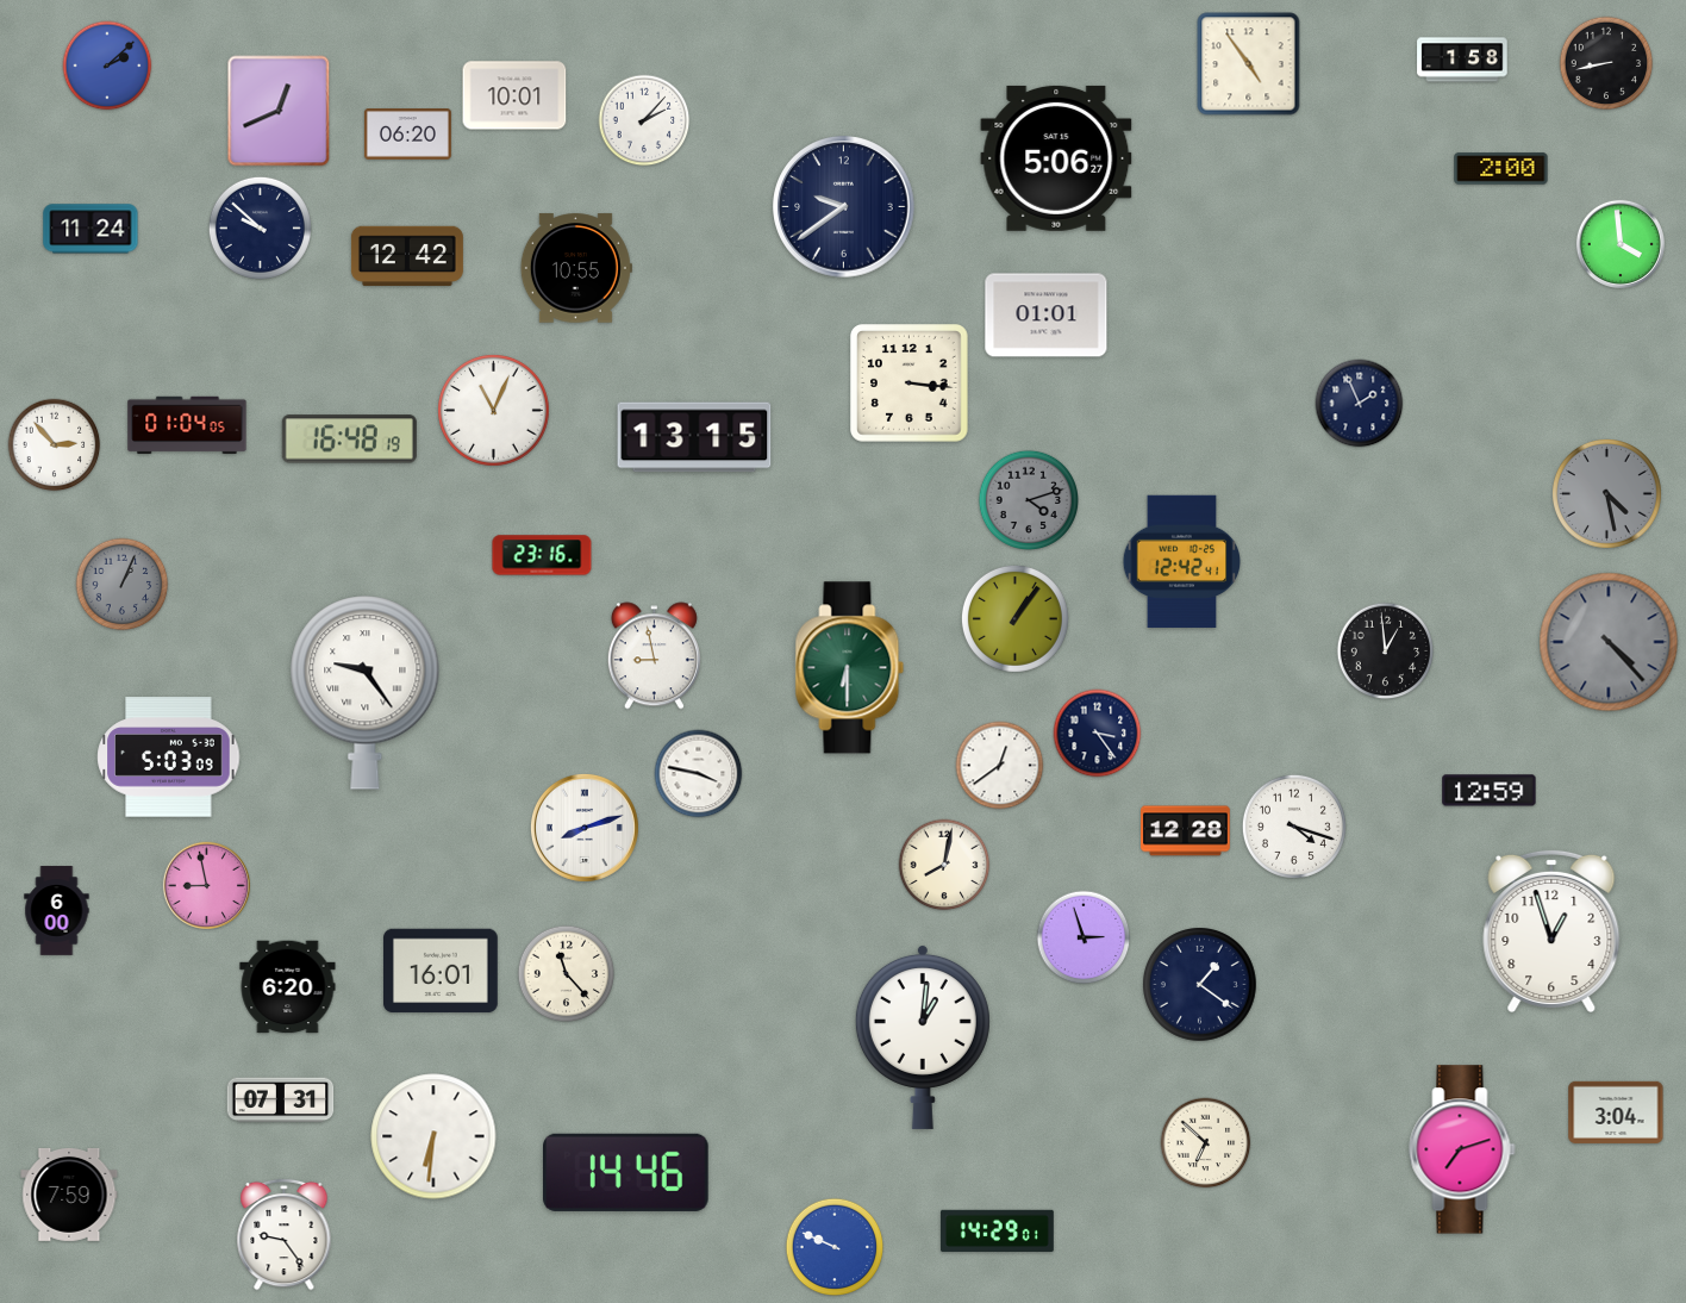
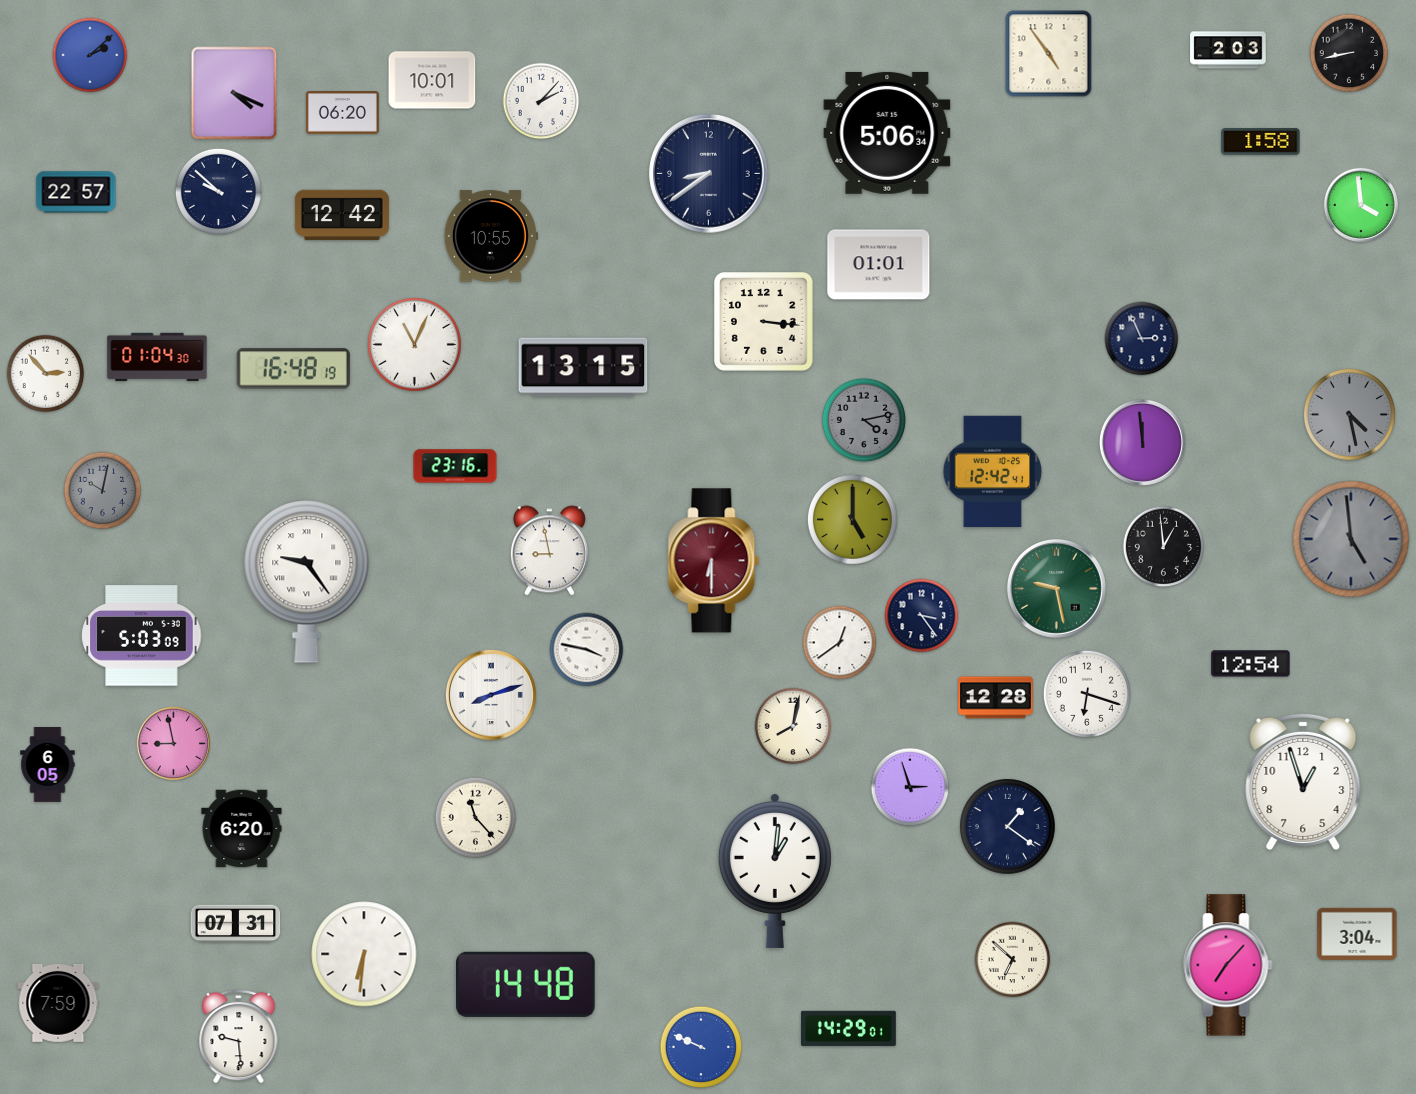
clock at (1462, 60): 1:58 -> 2:03
clock at (279, 111): 12:41 -> 4:19
clock at (1056, 158): 5:06:27 -> 5:06:34
clock at (1501, 169): 2:00 -> 1:58
clock at (844, 207): 9:39 -> 8:39
clock at (90, 229): 11:24 -> 22:57
clock at (576, 268) position: (576, 268) -> (491, 236)
clock at (1360, 404): 1:56 -> 2:56
clock at (187, 425): 01:04:05 -> 01:04:30
clock at (1028, 499): 4:12 -> 4:13
clock at (1142, 442): none -> 11:59
clock at (123, 585): 1:04 -> 10:02
clock at (1014, 618): 1:06 -> 5:00
clock at (1609, 642): 4:23 -> 4:59
clock at (850, 668) dial: green -> burgundy
clock at (1056, 588): none -> 9:28
clock at (1490, 791): 12:59 -> 12:54
clock at (1294, 827): 4:18 -> 6:18
clock at (57, 911): 6:00 -> 6:05
clock at (442, 971): 16:01 -> none
clock at (1462, 1149): 7:12 -> 7:07
clock at (626, 1172): 14:46 -> 14:48
clock at (997, 1230) position: (997, 1230) -> (848, 1028)
clock at (285, 1234): 9:24 -> 9:29
